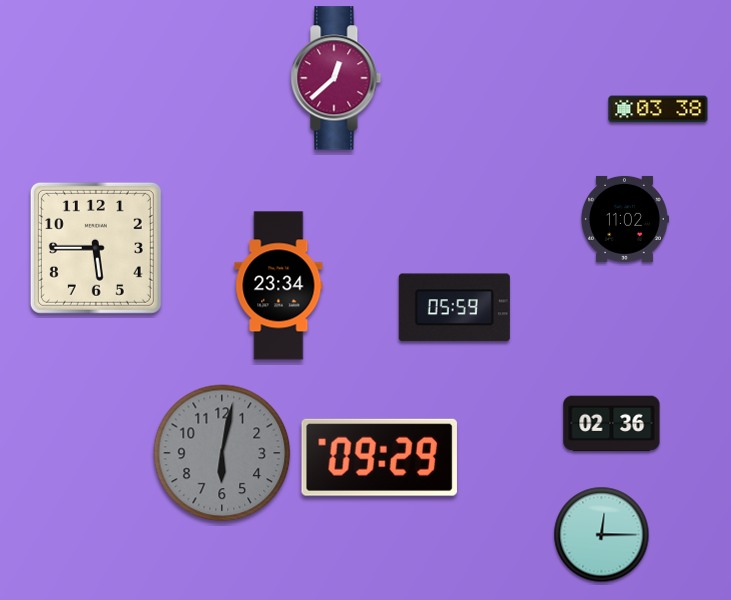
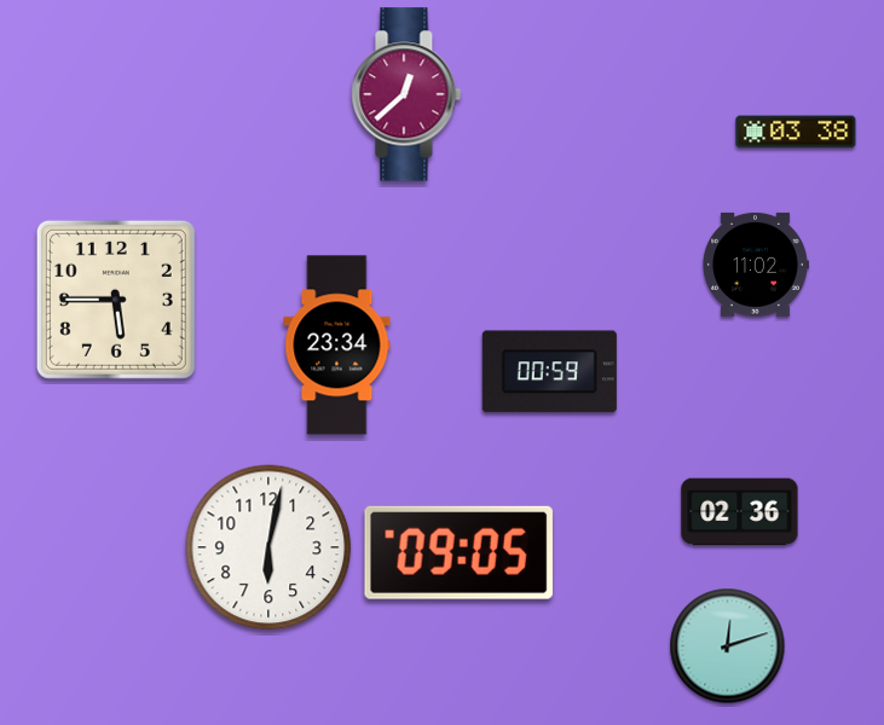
clock at (454, 308): 05:59 -> 00:59
clock at (222, 453) dial: grey -> white
clock at (379, 457): 09:29 -> 09:05
clock at (602, 535): 12:15 -> 12:12
